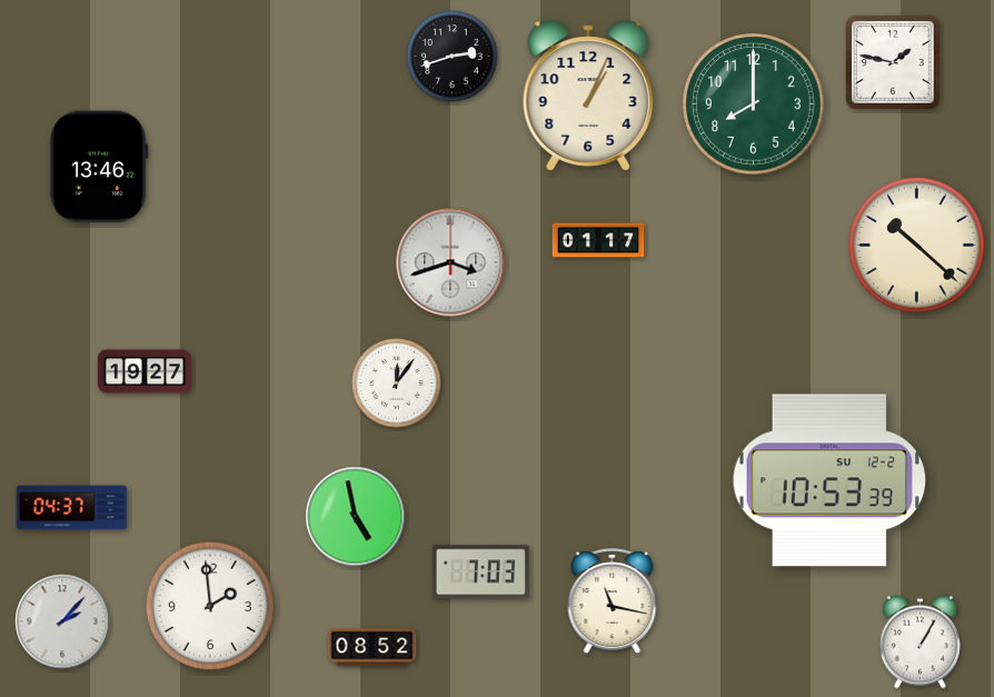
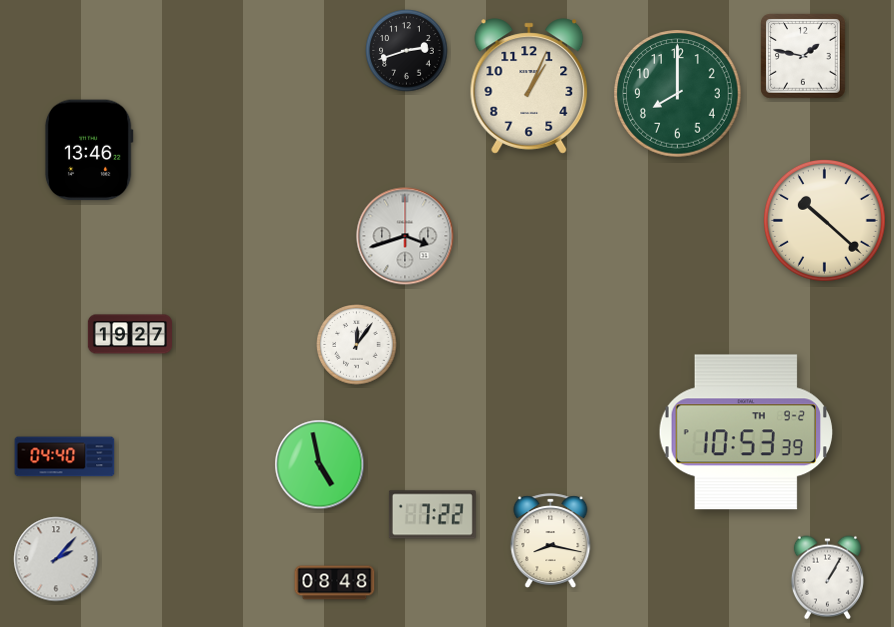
clock at (598, 240): 01:17 -> none
clock at (828, 480) date: SU 12-2 -> TH 9-2
clock at (72, 508): 04:37 -> 04:40
clock at (480, 572): 7:03 -> 7:22
clock at (613, 600): 11:17 -> 8:17
clock at (210, 606): 1:59 -> none
clock at (372, 648): 08:52 -> 08:48
